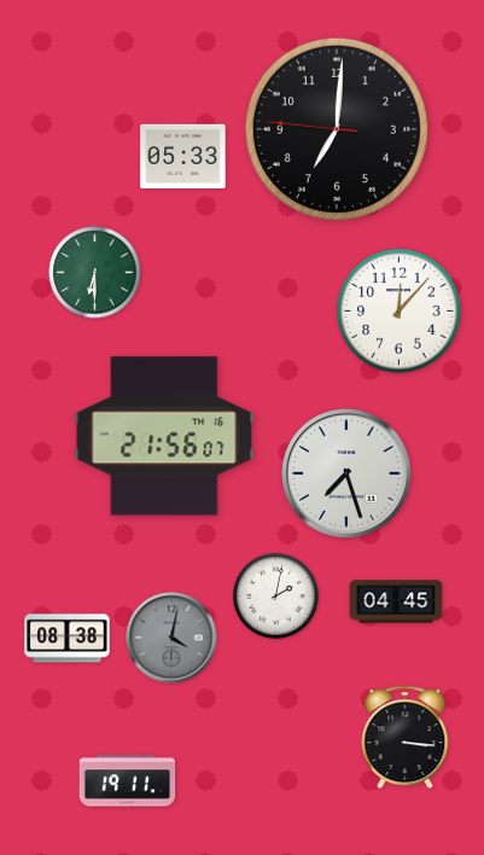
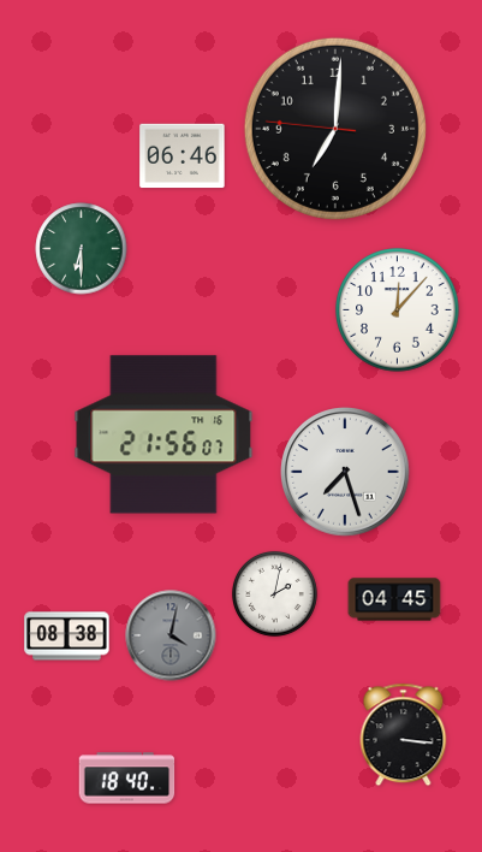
clock at (183, 157): 05:33 -> 06:46
clock at (95, 273) position: (95, 273) -> (82, 249)
clock at (128, 781): 19:11 -> 18:40
